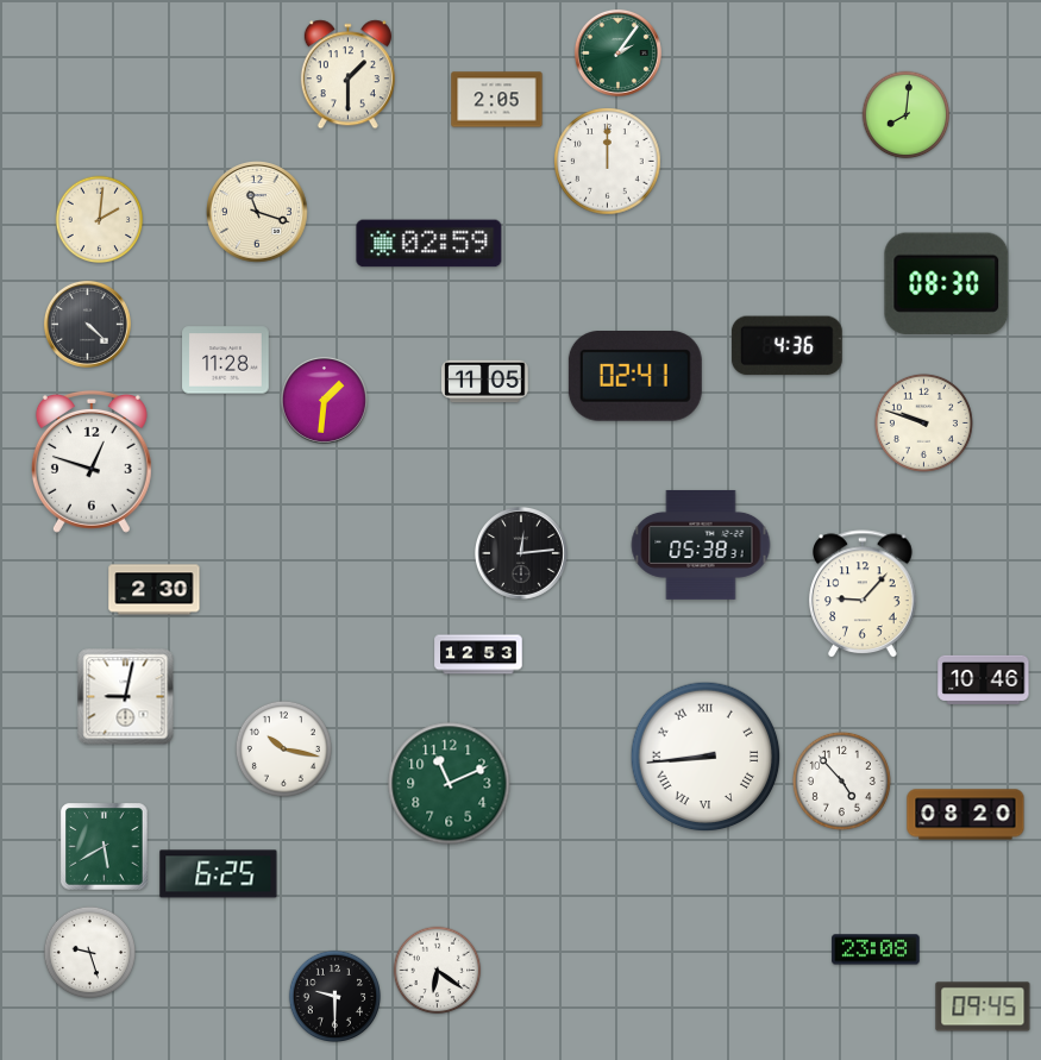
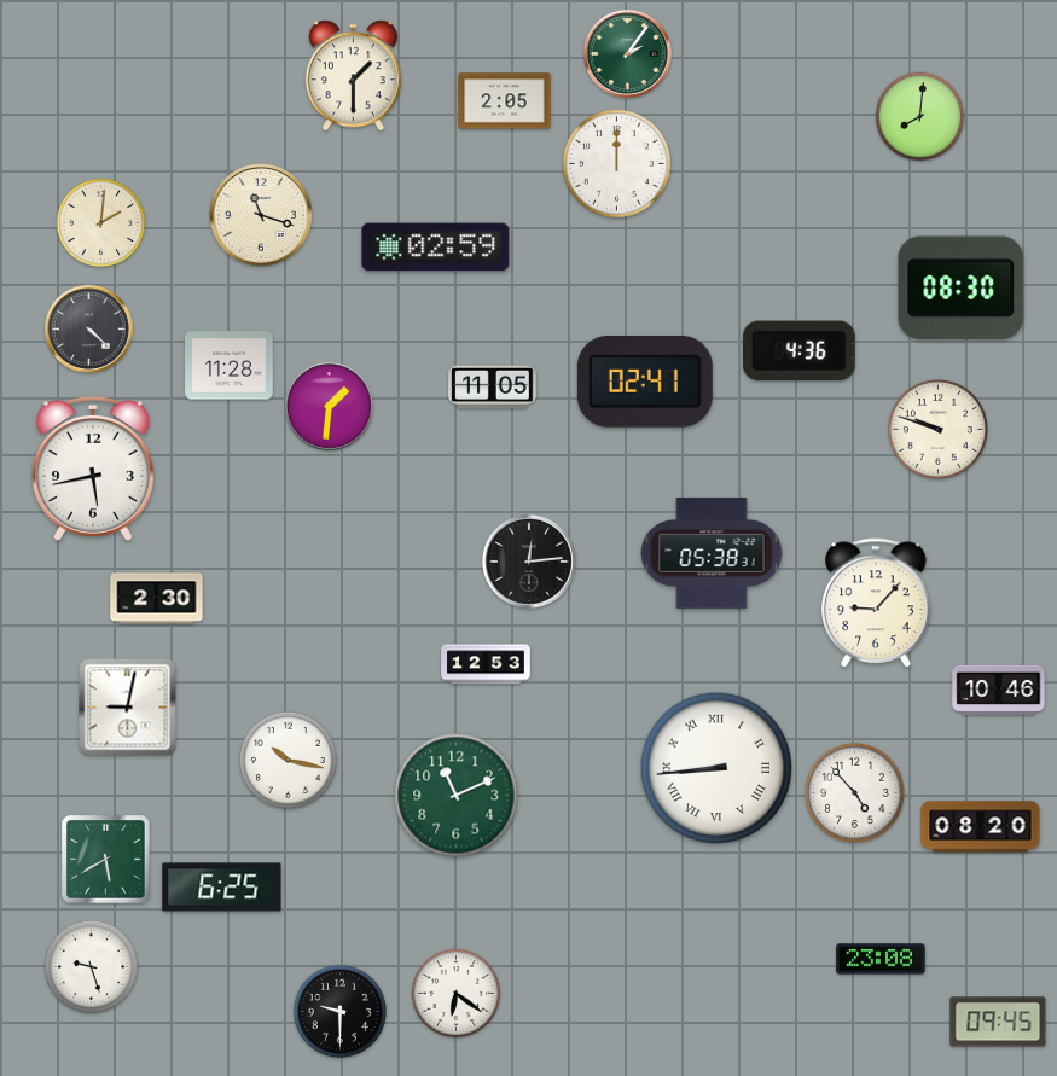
clock at (92, 462): 12:48 -> 5:43
clock at (876, 949) position: (876, 949) -> (881, 959)
clock at (438, 971) position: (438, 971) -> (457, 994)
